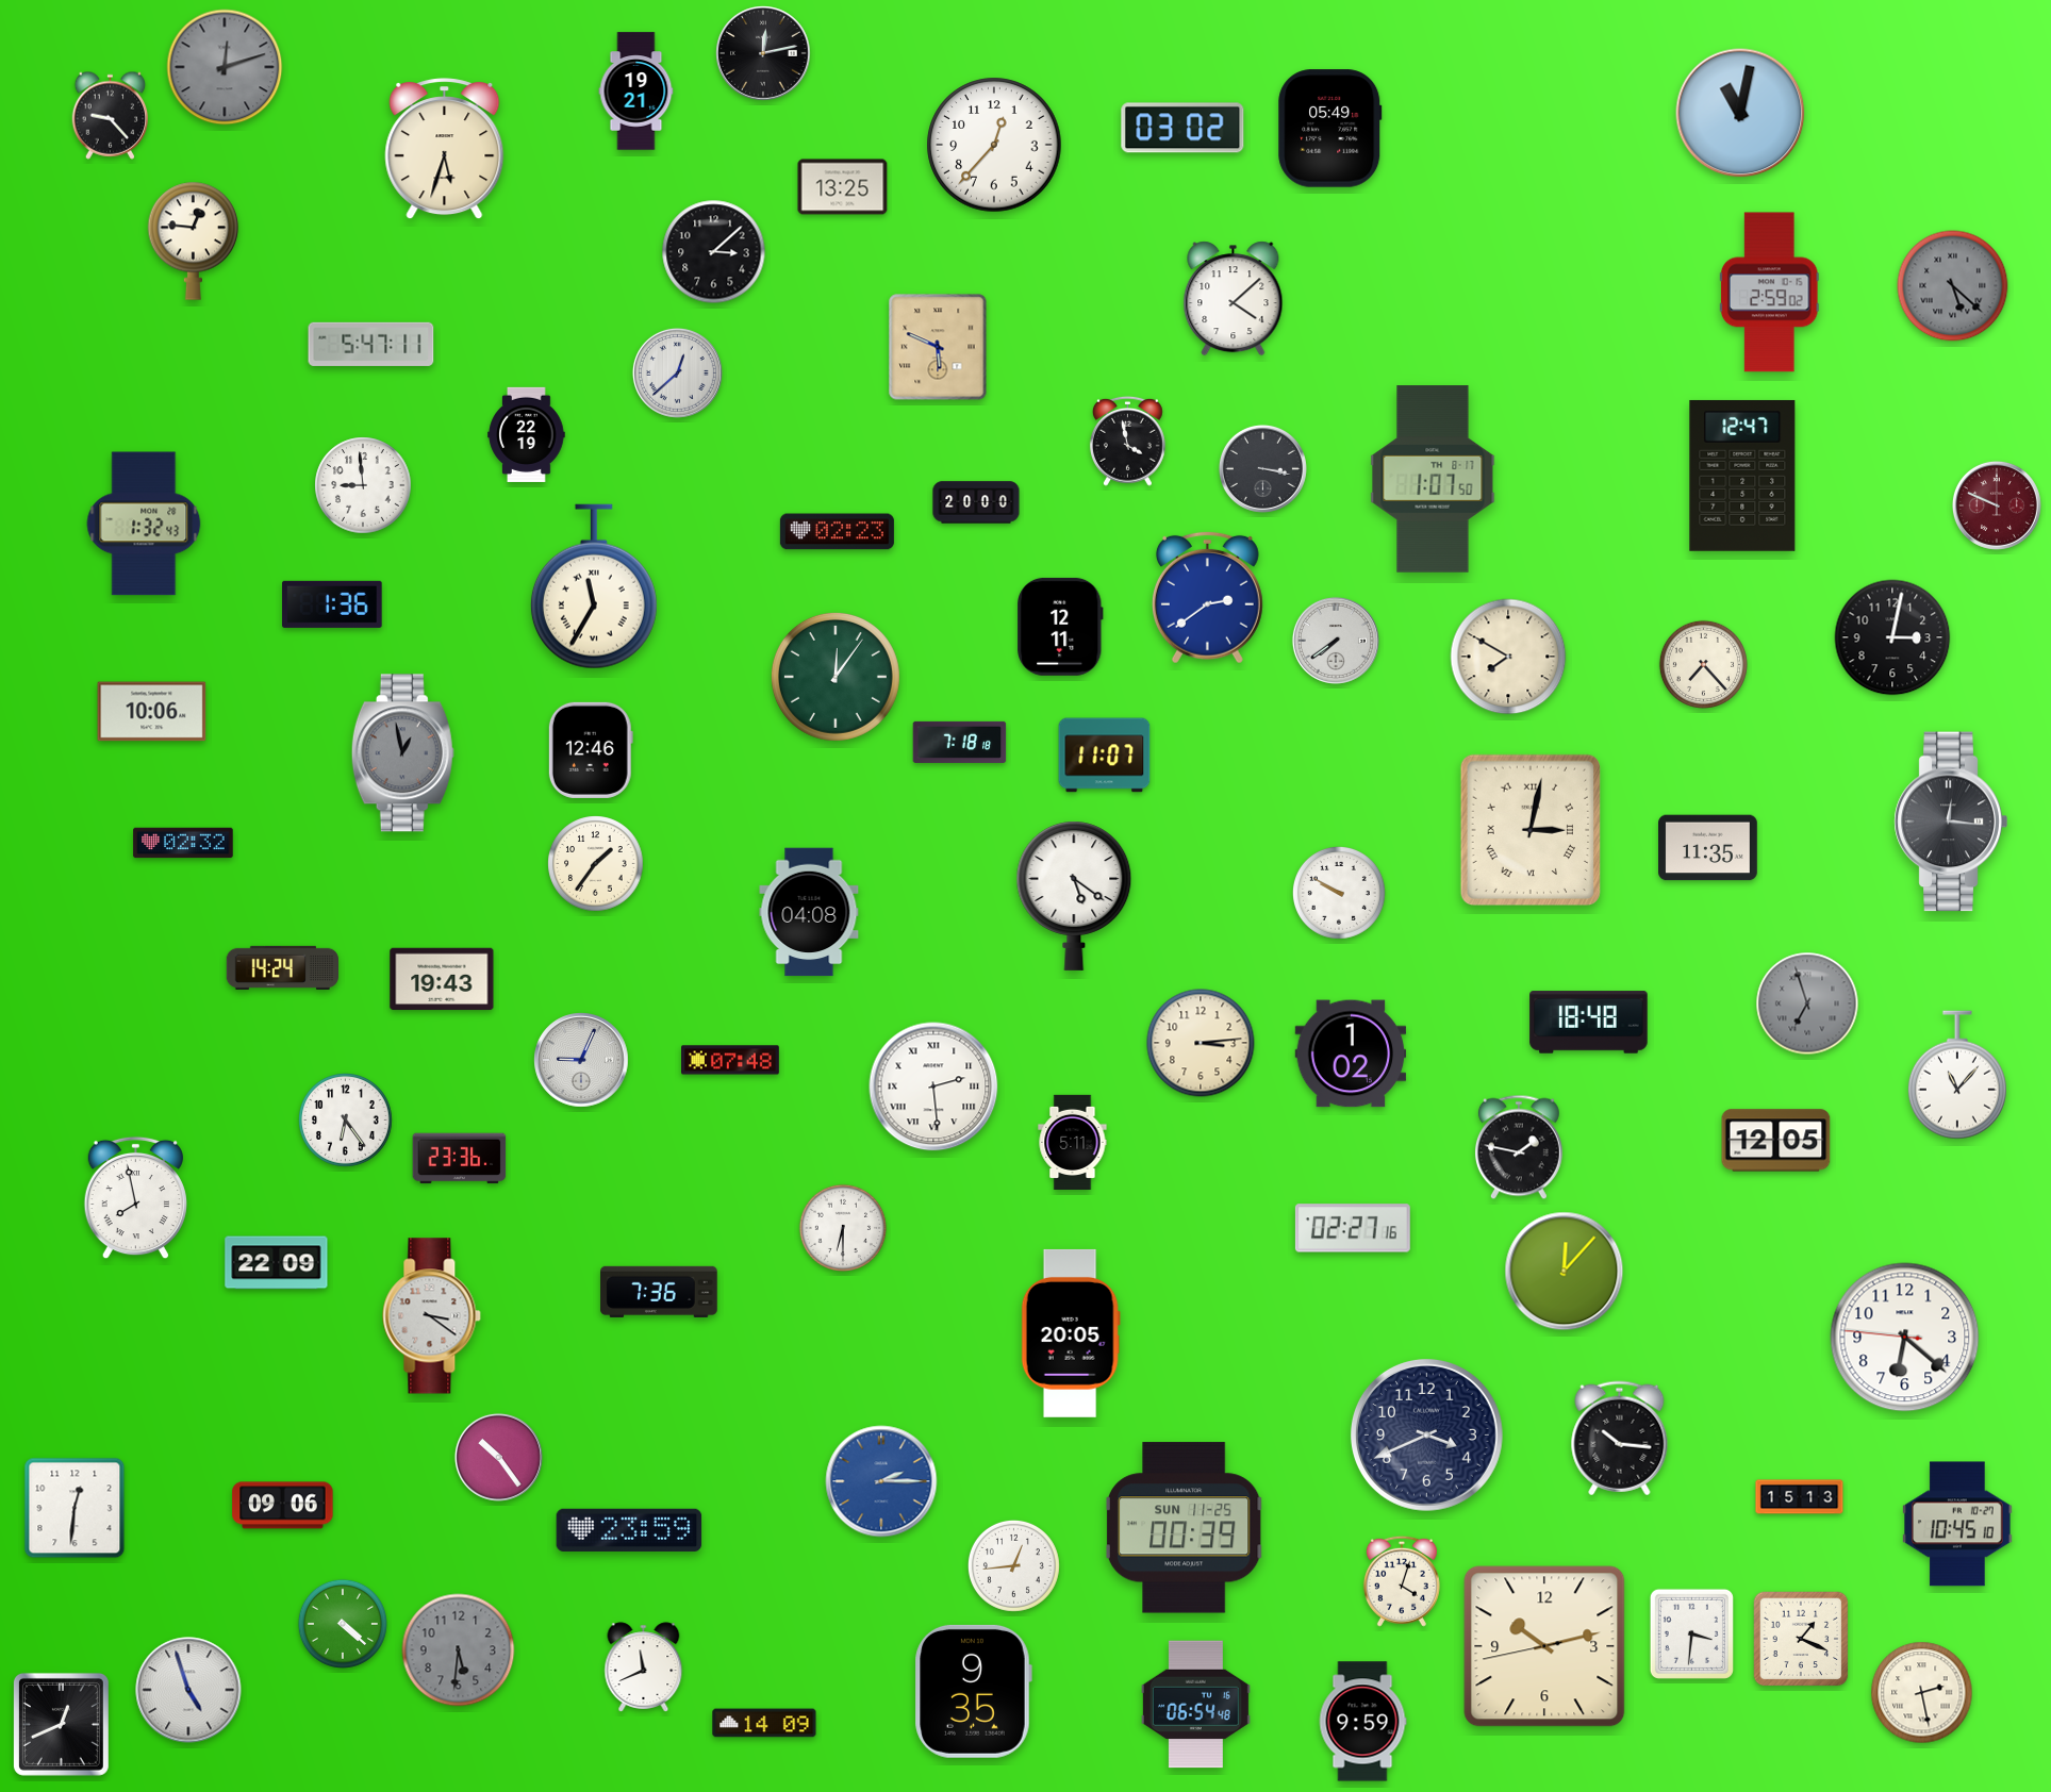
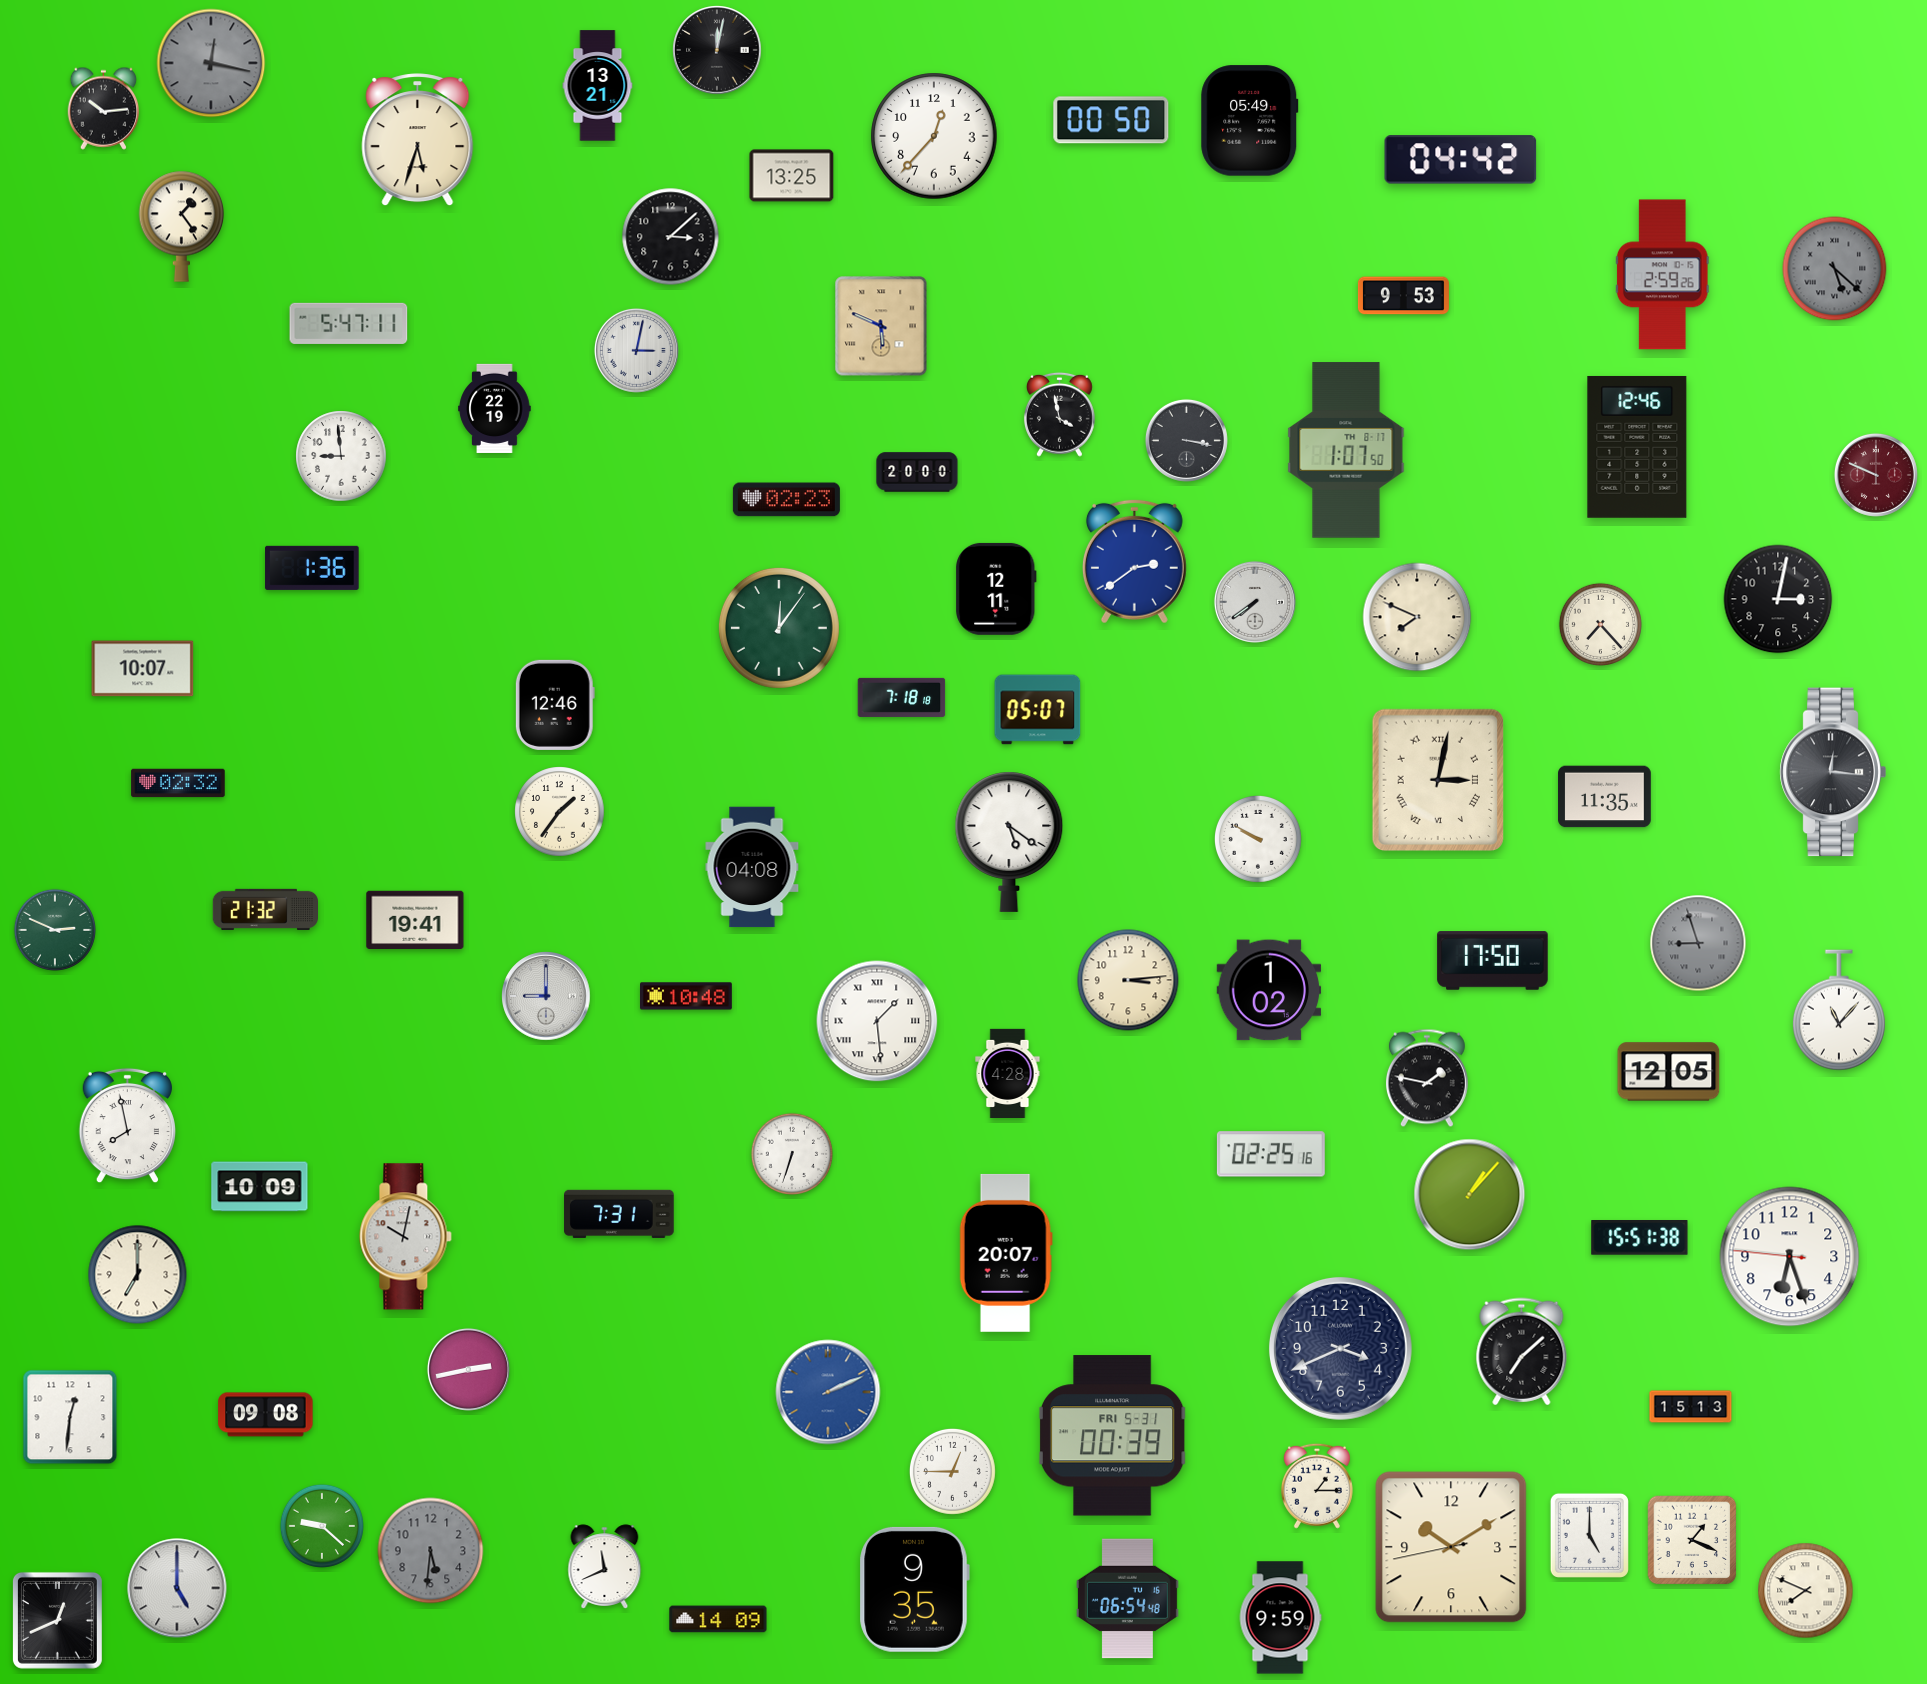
clock at (763, 53): 12:13 -> 12:02
clock at (225, 67): 12:12 -> 12:17
clock at (636, 92): 19:21 -> 13:21
clock at (1740, 113): 11:02 -> none
clock at (111, 115): 9:23 -> 10:14
clock at (1182, 128): 03:02 -> 00:50
clock at (1461, 160): none -> 04:42
clock at (194, 240): 12:46 -> 1:24
clock at (1769, 293): 2:59:02 -> 2:59:26
clock at (1234, 299): 4:08 -> none
clock at (1403, 296): none -> 9:53
clock at (677, 372): 12:38 -> 3:02
clock at (1742, 476): 12:47 -> 12:46
clock at (144, 524): 1:32 -> none
clock at (594, 586): 11:35 -> none
clock at (1508, 657): 7:50 -> 7:49
clock at (836, 677) position: (836, 677) -> (779, 628)
clock at (152, 712): 10:06 -> 10:07
clock at (402, 753): 12:58 -> none
clock at (1105, 756): 11:07 -> 05:07
clock at (183, 843) position: (183, 843) -> (178, 783)
clock at (809, 912) position: (809, 912) -> (752, 867)
clock at (282, 967): 14:24 -> 21:32
clock at (442, 979): 19:43 -> 19:41
clock at (54, 929): none -> 2:49
clock at (1807, 1003): 6:57 -> 8:57
clock at (1589, 1023): 18:48 -> 17:50
clock at (581, 1060): 9:04 -> 9:00
clock at (731, 1060): 07:48 -> 10:48
clock at (933, 1086): 2:29 -> 1:29
clock at (346, 1121): 6:24 -> none
clock at (1073, 1142): 5:11 -> 4:28
clock at (460, 1159): 23:36 -> none
clock at (842, 1227): 6:30 -> 6:33
clock at (1353, 1228): 02:27 -> 02:25
clock at (277, 1263): 22:09 -> 10:09
clock at (1565, 1272): 12:07 -> 1:07
clock at (659, 1292): 7:36 -> 7:31
clock at (432, 1316): 3:21 -> 10:02
clock at (1640, 1238): none -> 15:51
clock at (1071, 1333): 20:05 -> 20:07
clock at (1905, 1338): 6:21 -> 6:26
clock at (138, 1275): none -> 7:00
clock at (1620, 1439): 10:16 -> 7:08
clock at (498, 1457): 10:24 -> 2:43
clock at (881, 1481): 2:15 -> 2:11
clock at (283, 1506): 09:06 -> 09:08
clock at (1958, 1524): 10:45 -> none
clock at (1184, 1528) date: SUN 11-25 -> FRI 5-31
clock at (629, 1530): 23:59 -> none
clock at (1013, 1565): 12:44 -> 12:45
clock at (1402, 1581): 4:03 -> 1:15
clock at (343, 1624): 4:22 -> 9:22
clock at (1691, 1633): 3:31 -> 5:00
clock at (1544, 1646): 10:12 -> 10:09
clock at (188, 1690): 4:57 -> 5:00
clock at (1922, 1693): 2:28 -> 7:49
clock at (1195, 1705) position: (1195, 1705) -> (1127, 1599)
